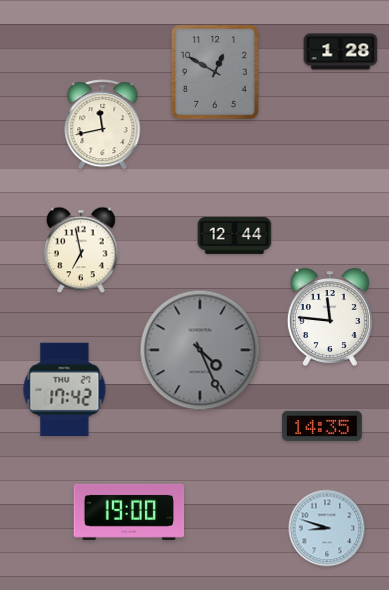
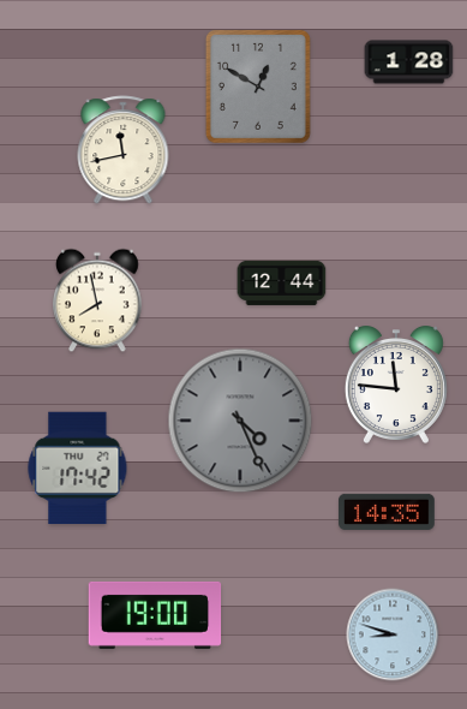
clock at (81, 250): 6:58 -> 7:58
clock at (330, 317) position: (330, 317) -> (396, 385)
